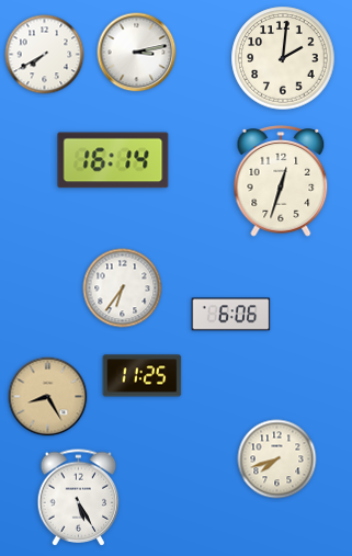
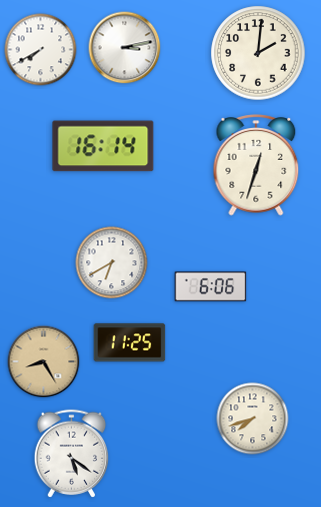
clock at (123, 288): 6:36 -> 6:40
clock at (79, 498): 5:25 -> 5:21
